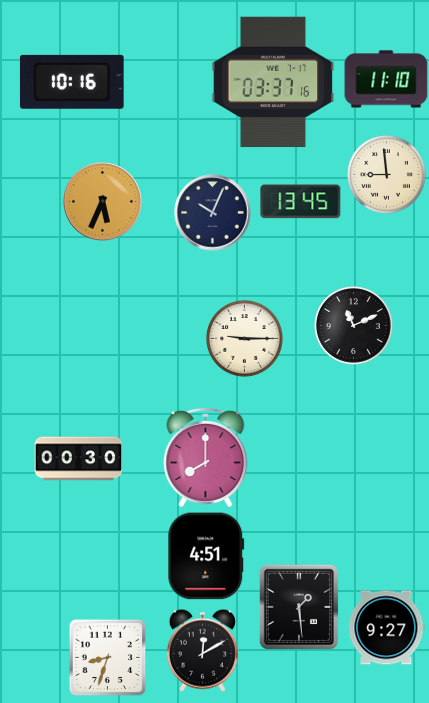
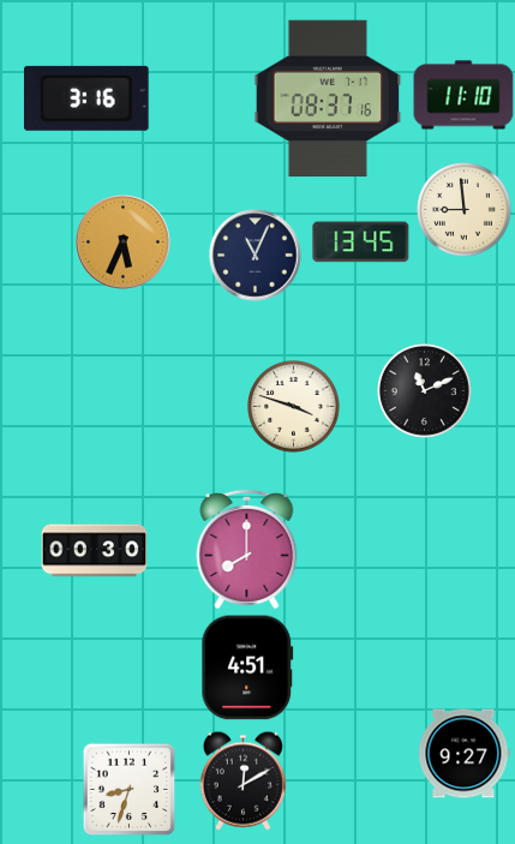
clock at (72, 82): 10:16 -> 3:16
clock at (273, 82): 03:37 -> 08:37
clock at (213, 213): 10:04 -> 11:04
clock at (245, 339): 9:15 -> 3:48
clock at (299, 606): 1:29 -> none
